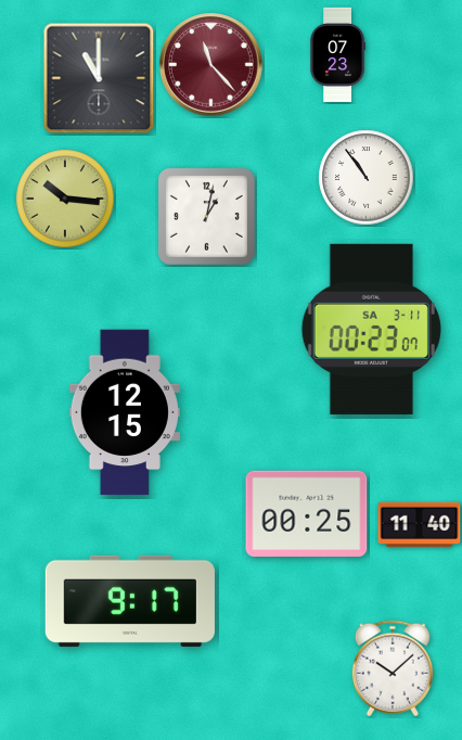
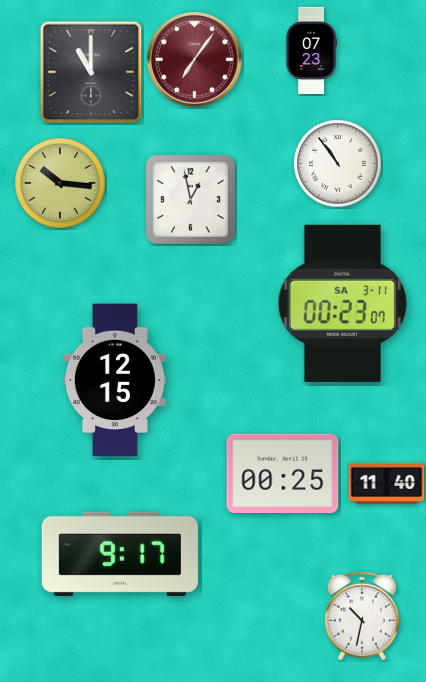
clock at (211, 65): 11:23 -> 7:06
clock at (206, 216): 1:02 -> 12:58
clock at (393, 668): 10:08 -> 10:32
